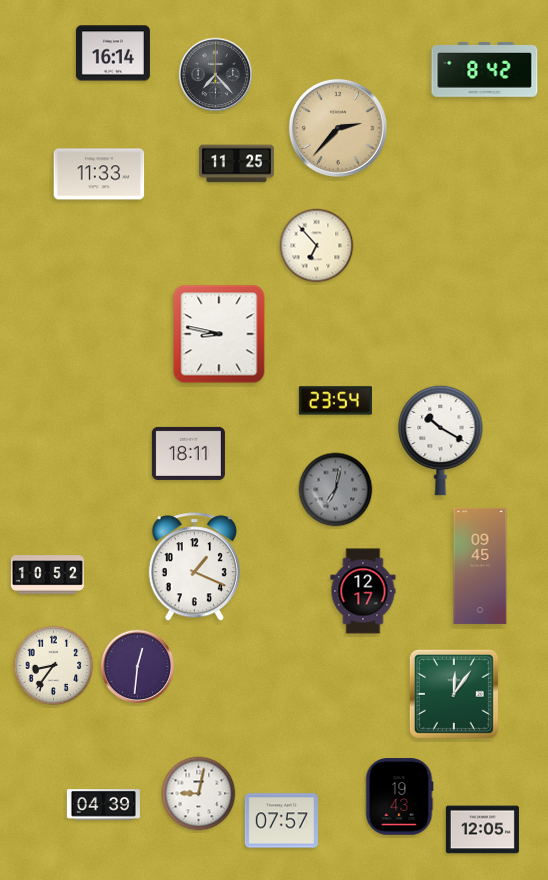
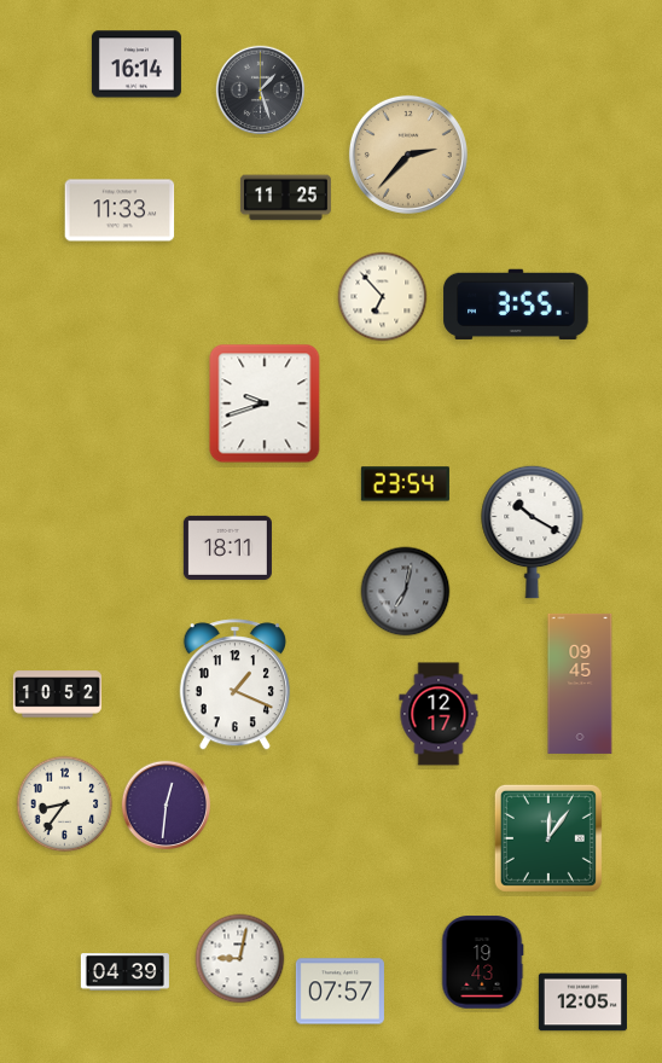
clock at (485, 69): 8:42 -> none
clock at (216, 75): 7:23 -> 1:27
clock at (516, 304): none -> 3:55
clock at (219, 334): 8:47 -> 9:42
